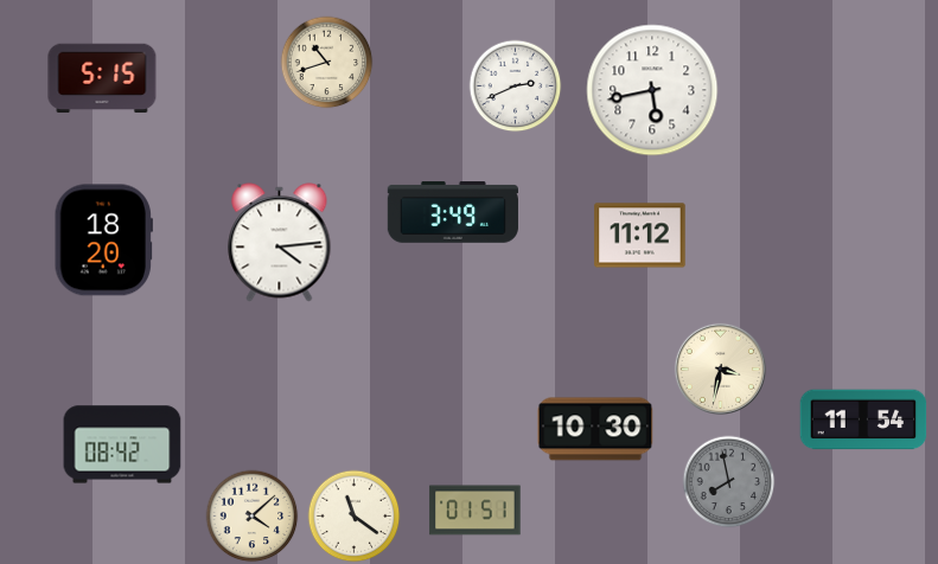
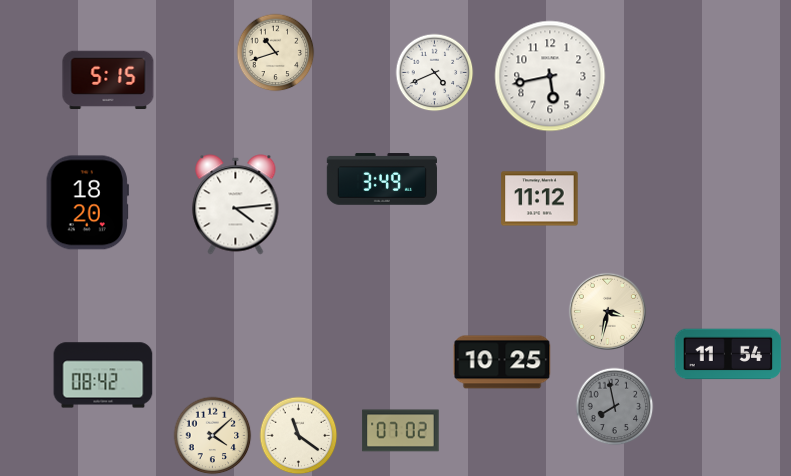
clock at (102, 78) position: (102, 78) -> (108, 80)
clock at (515, 85): 2:41 -> 4:41
clock at (595, 429): 10:30 -> 10:25
clock at (476, 511): 01:51 -> 07:02
